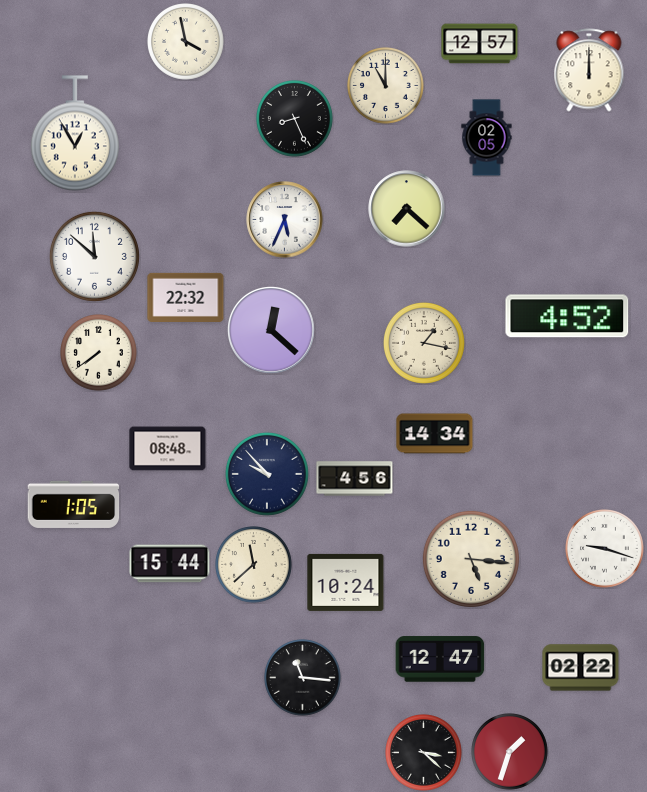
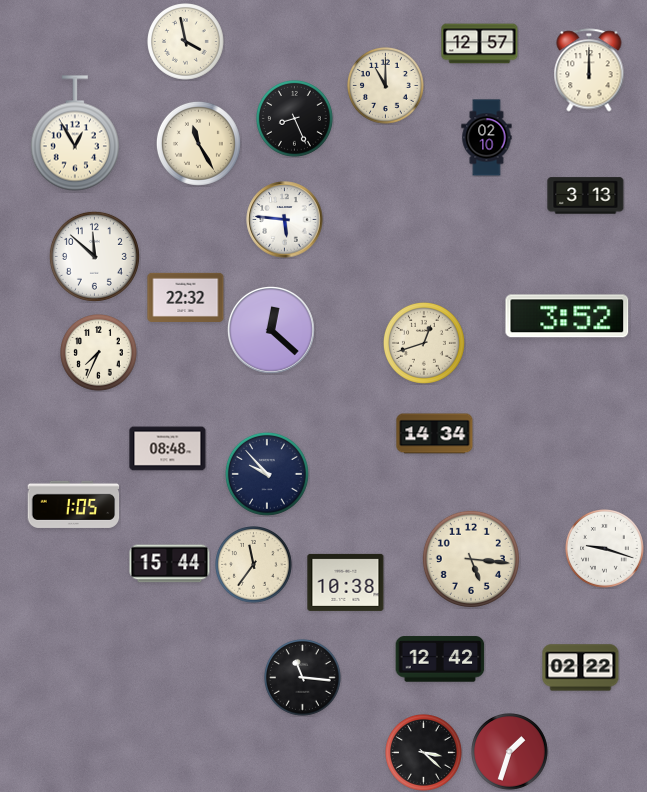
clock at (487, 138): 02:05 -> 02:10
clock at (198, 143): none -> 11:25
clock at (586, 196): none -> 3:13
clock at (407, 209): 7:22 -> none
clock at (285, 220): 5:34 -> 5:46
clock at (567, 316): 4:52 -> 3:52
clock at (424, 343): 1:17 -> 12:42
clock at (99, 353): 7:39 -> 7:34
clock at (355, 479): 4:56 -> none
clock at (254, 565): 11:38 -> 11:36
clock at (346, 582): 10:24 -> 10:38
clock at (440, 659): 12:47 -> 12:42
